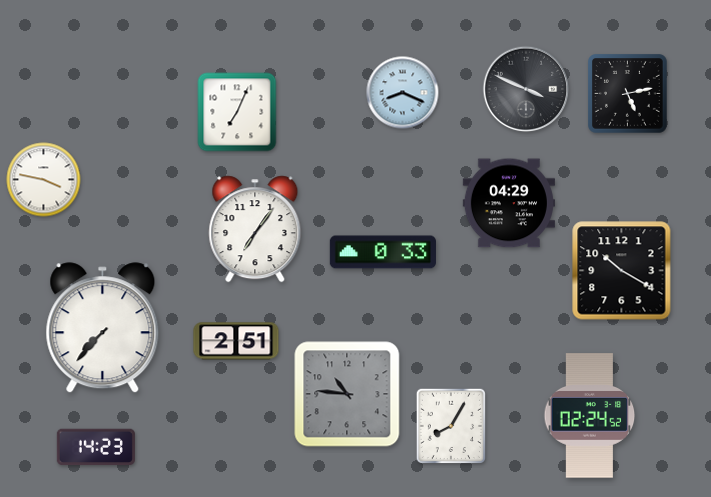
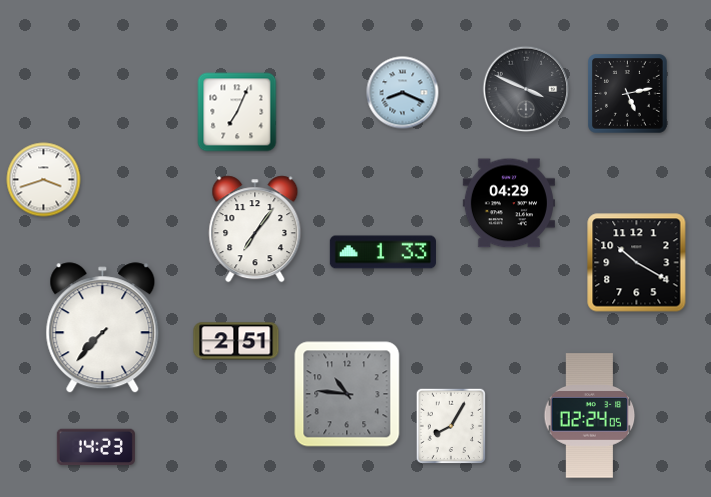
clock at (44, 180): 3:47 -> 3:42
clock at (383, 252): 0:33 -> 1:33
clock at (622, 271) position: (622, 271) -> (637, 263)
clock at (590, 416): 02:24:52 -> 02:24:05
